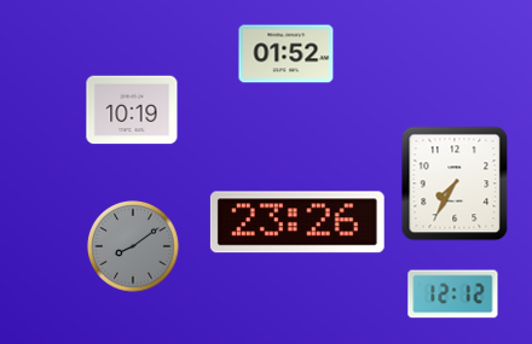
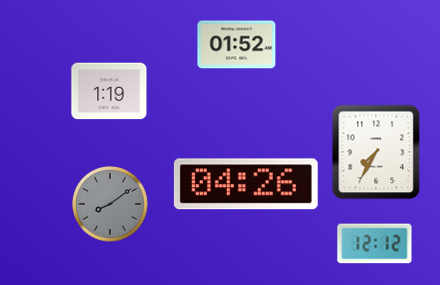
clock at (132, 110): 10:19 -> 1:19
clock at (297, 222): 23:26 -> 04:26
